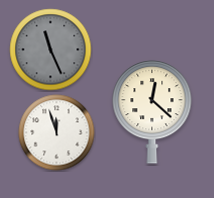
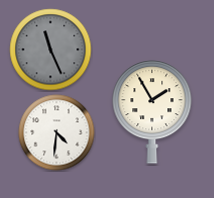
clock at (152, 112): 12:22 -> 1:55
clock at (57, 133): 11:57 -> 4:31
